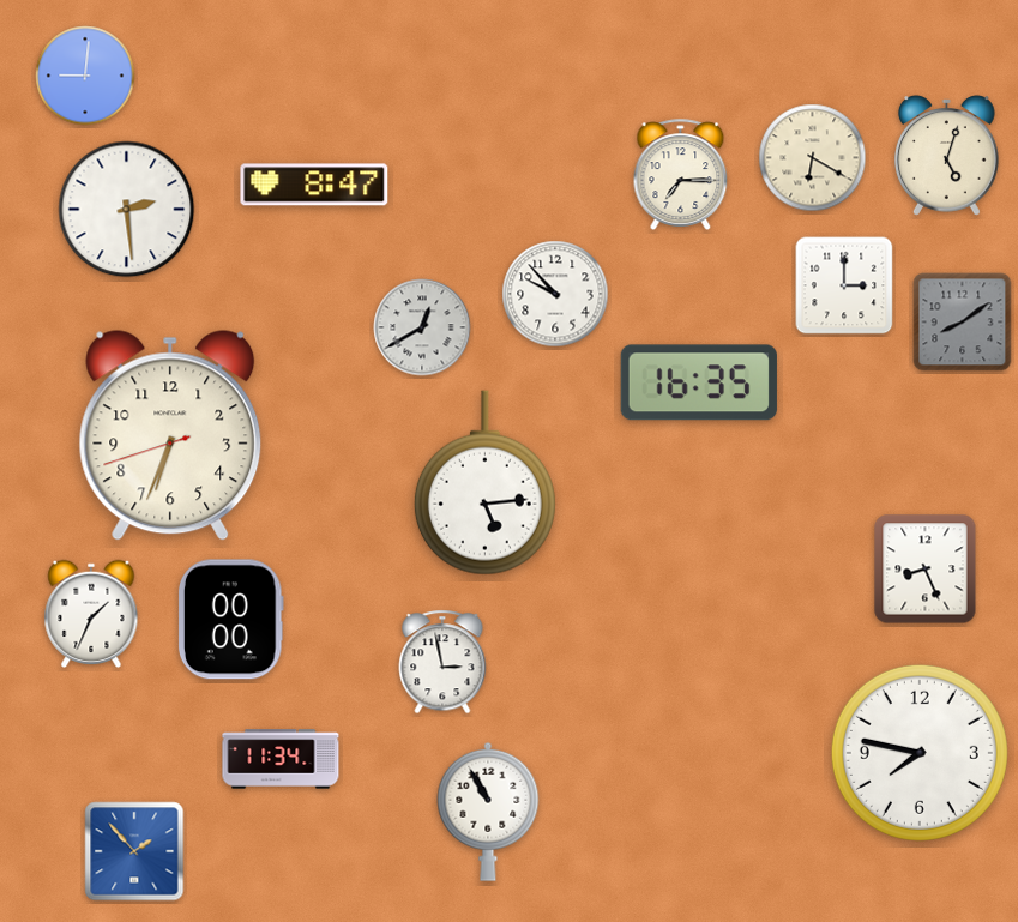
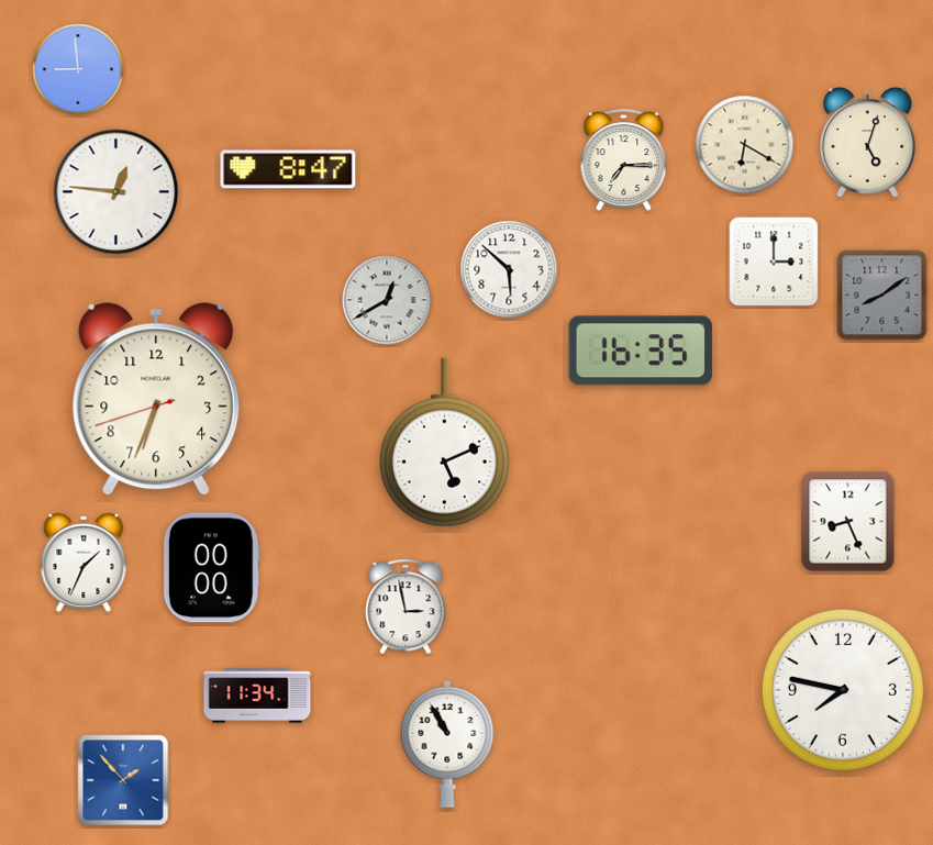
clock at (85, 76): 9:01 -> 8:59
clock at (127, 210): 2:29 -> 12:46
clock at (555, 294): 9:53 -> 5:52
clock at (484, 483): 5:14 -> 5:11
